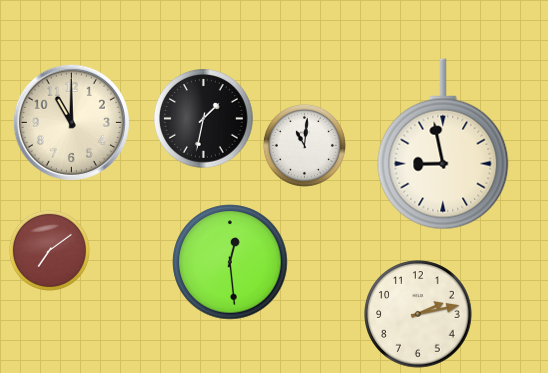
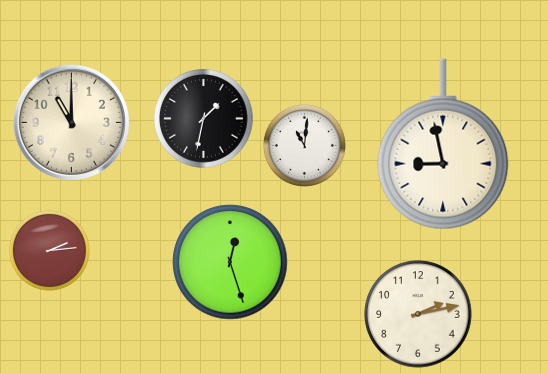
clock at (49, 250): 7:09 -> 2:14
clock at (230, 262): 12:29 -> 12:27
